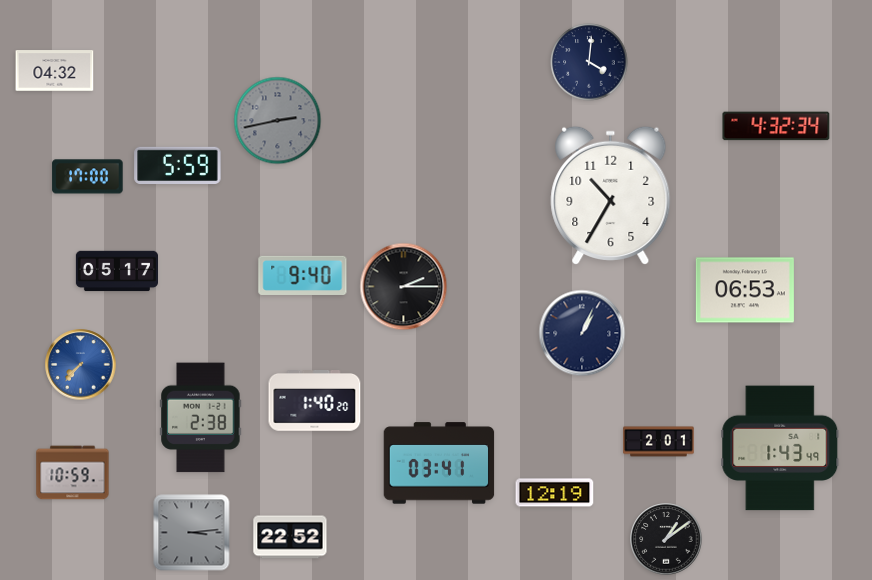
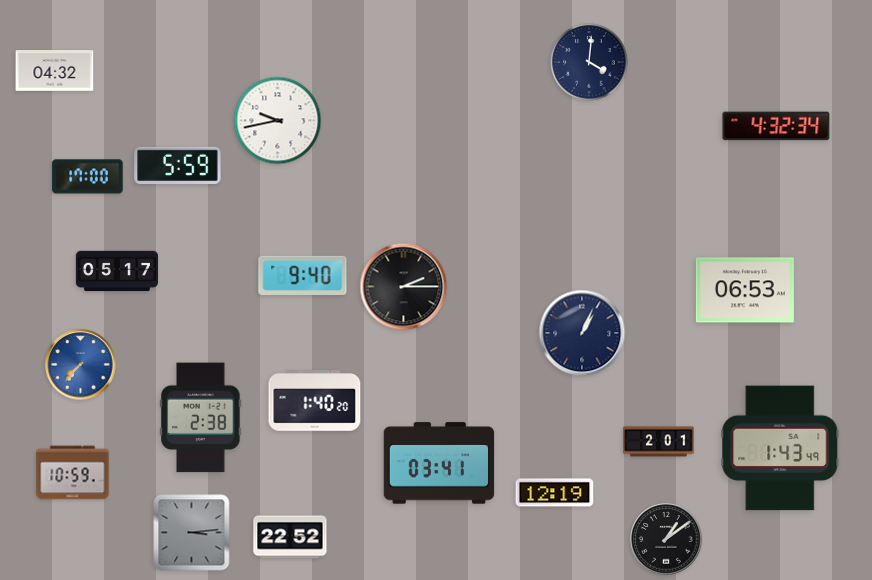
clock at (278, 121): 2:43 -> 9:43
clock at (278, 121) dial: grey -> white
clock at (611, 195): 10:35 -> none
